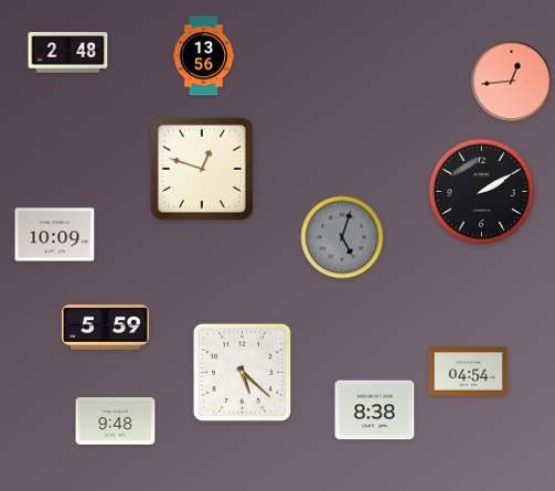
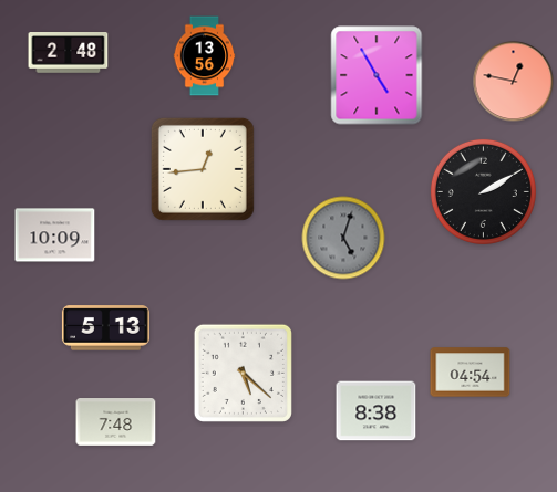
clock at (377, 75): none -> 4:55
clock at (512, 82): 12:44 -> 12:47
clock at (202, 169): 12:48 -> 12:44
clock at (105, 328): 5:59 -> 5:13
clock at (116, 421): 9:48 -> 7:48
